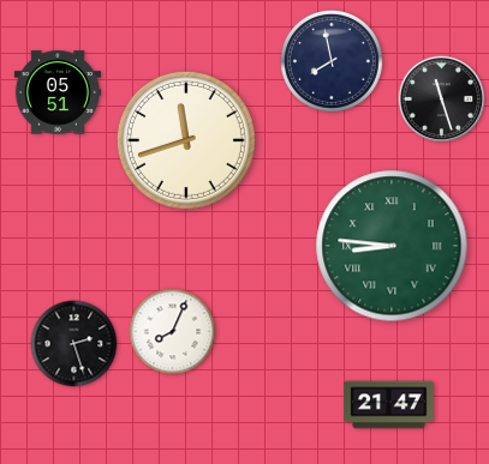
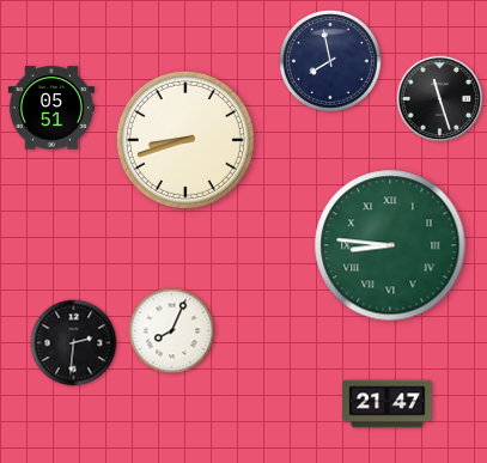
clock at (56, 92) position: (56, 92) -> (50, 108)
clock at (186, 140): 11:42 -> 8:42
clock at (74, 344): 2:27 -> 2:31
